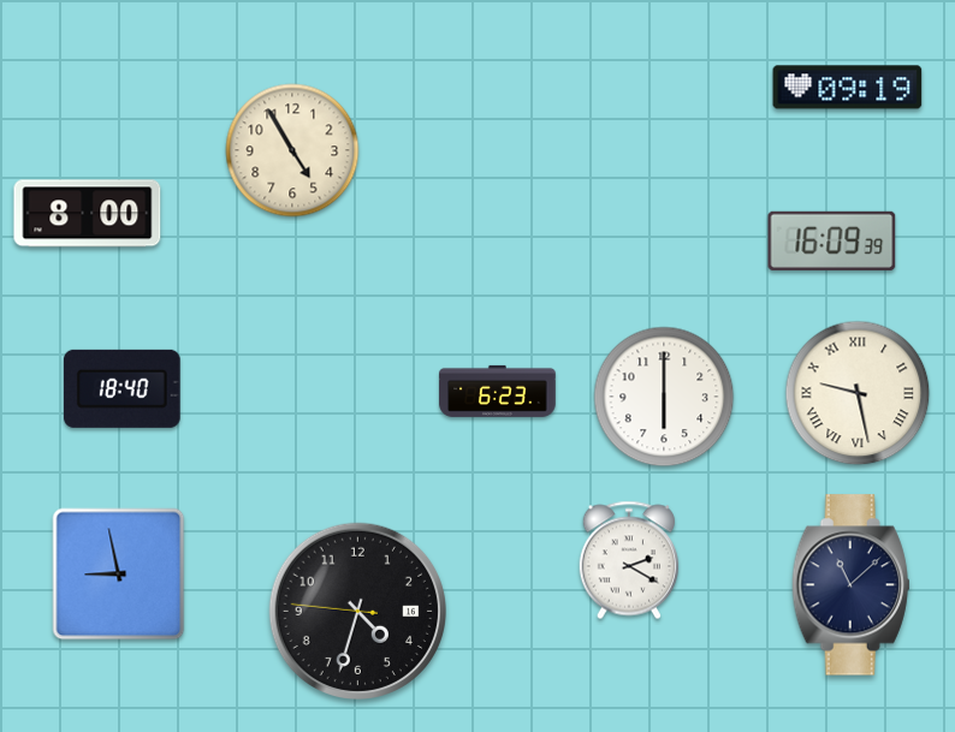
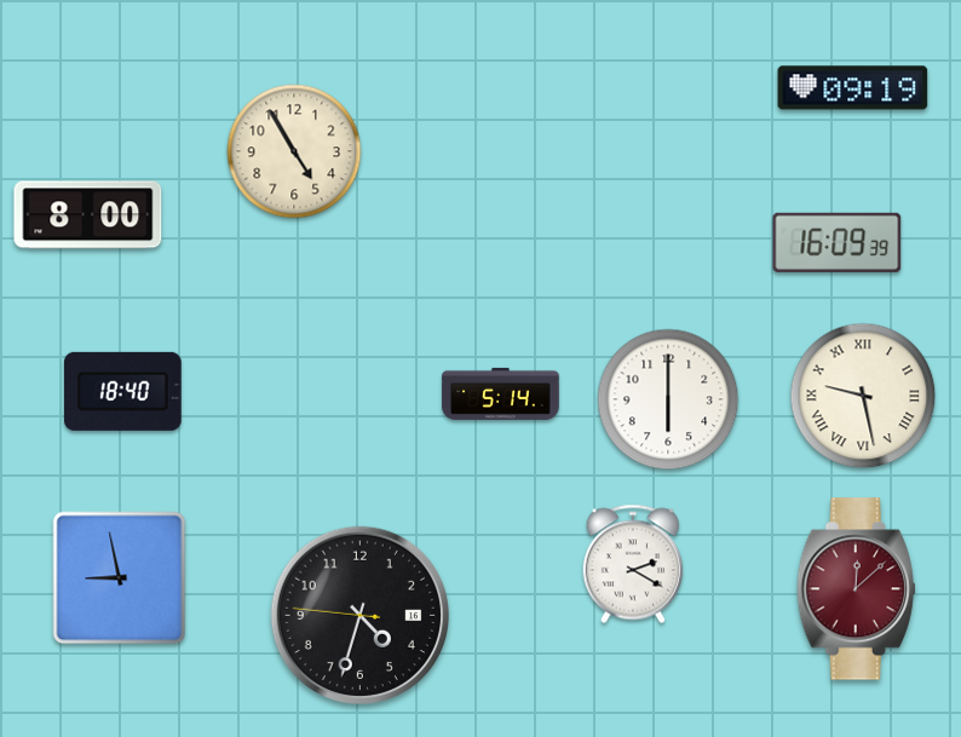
clock at (498, 391): 6:23 -> 5:14
clock at (850, 585): 11:08 -> 12:08
clock at (850, 585) dial: navy -> burgundy
